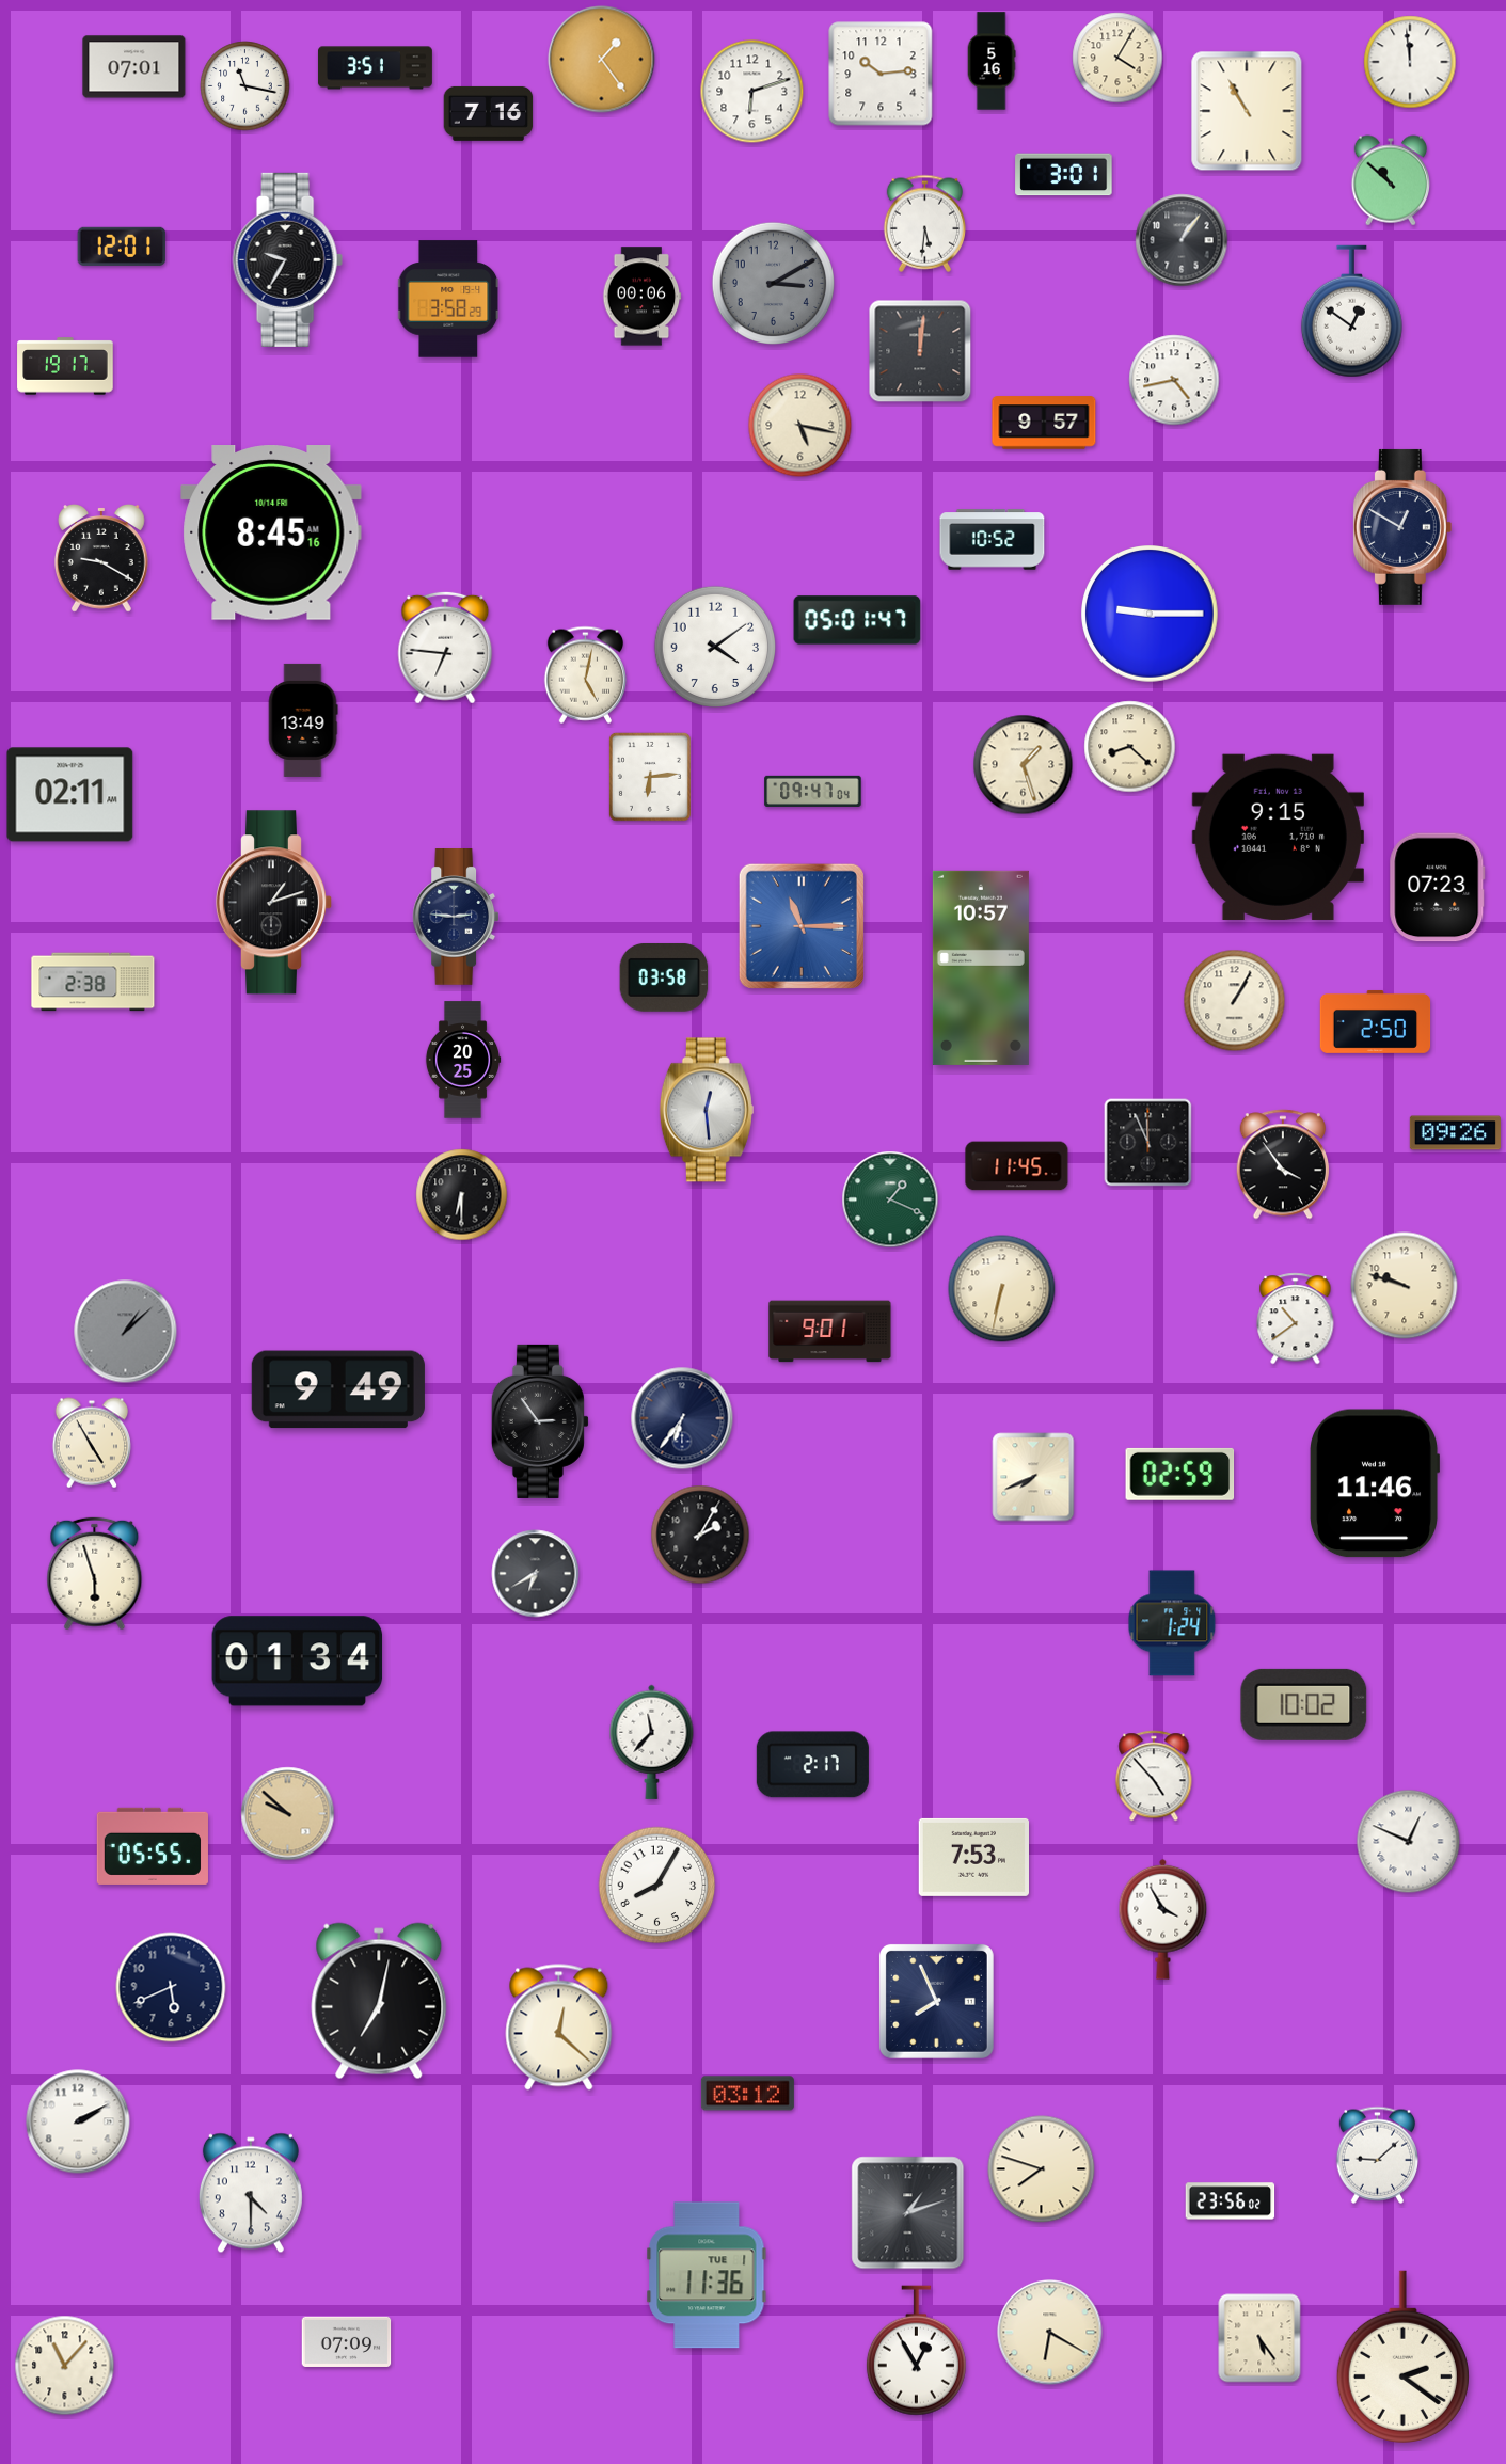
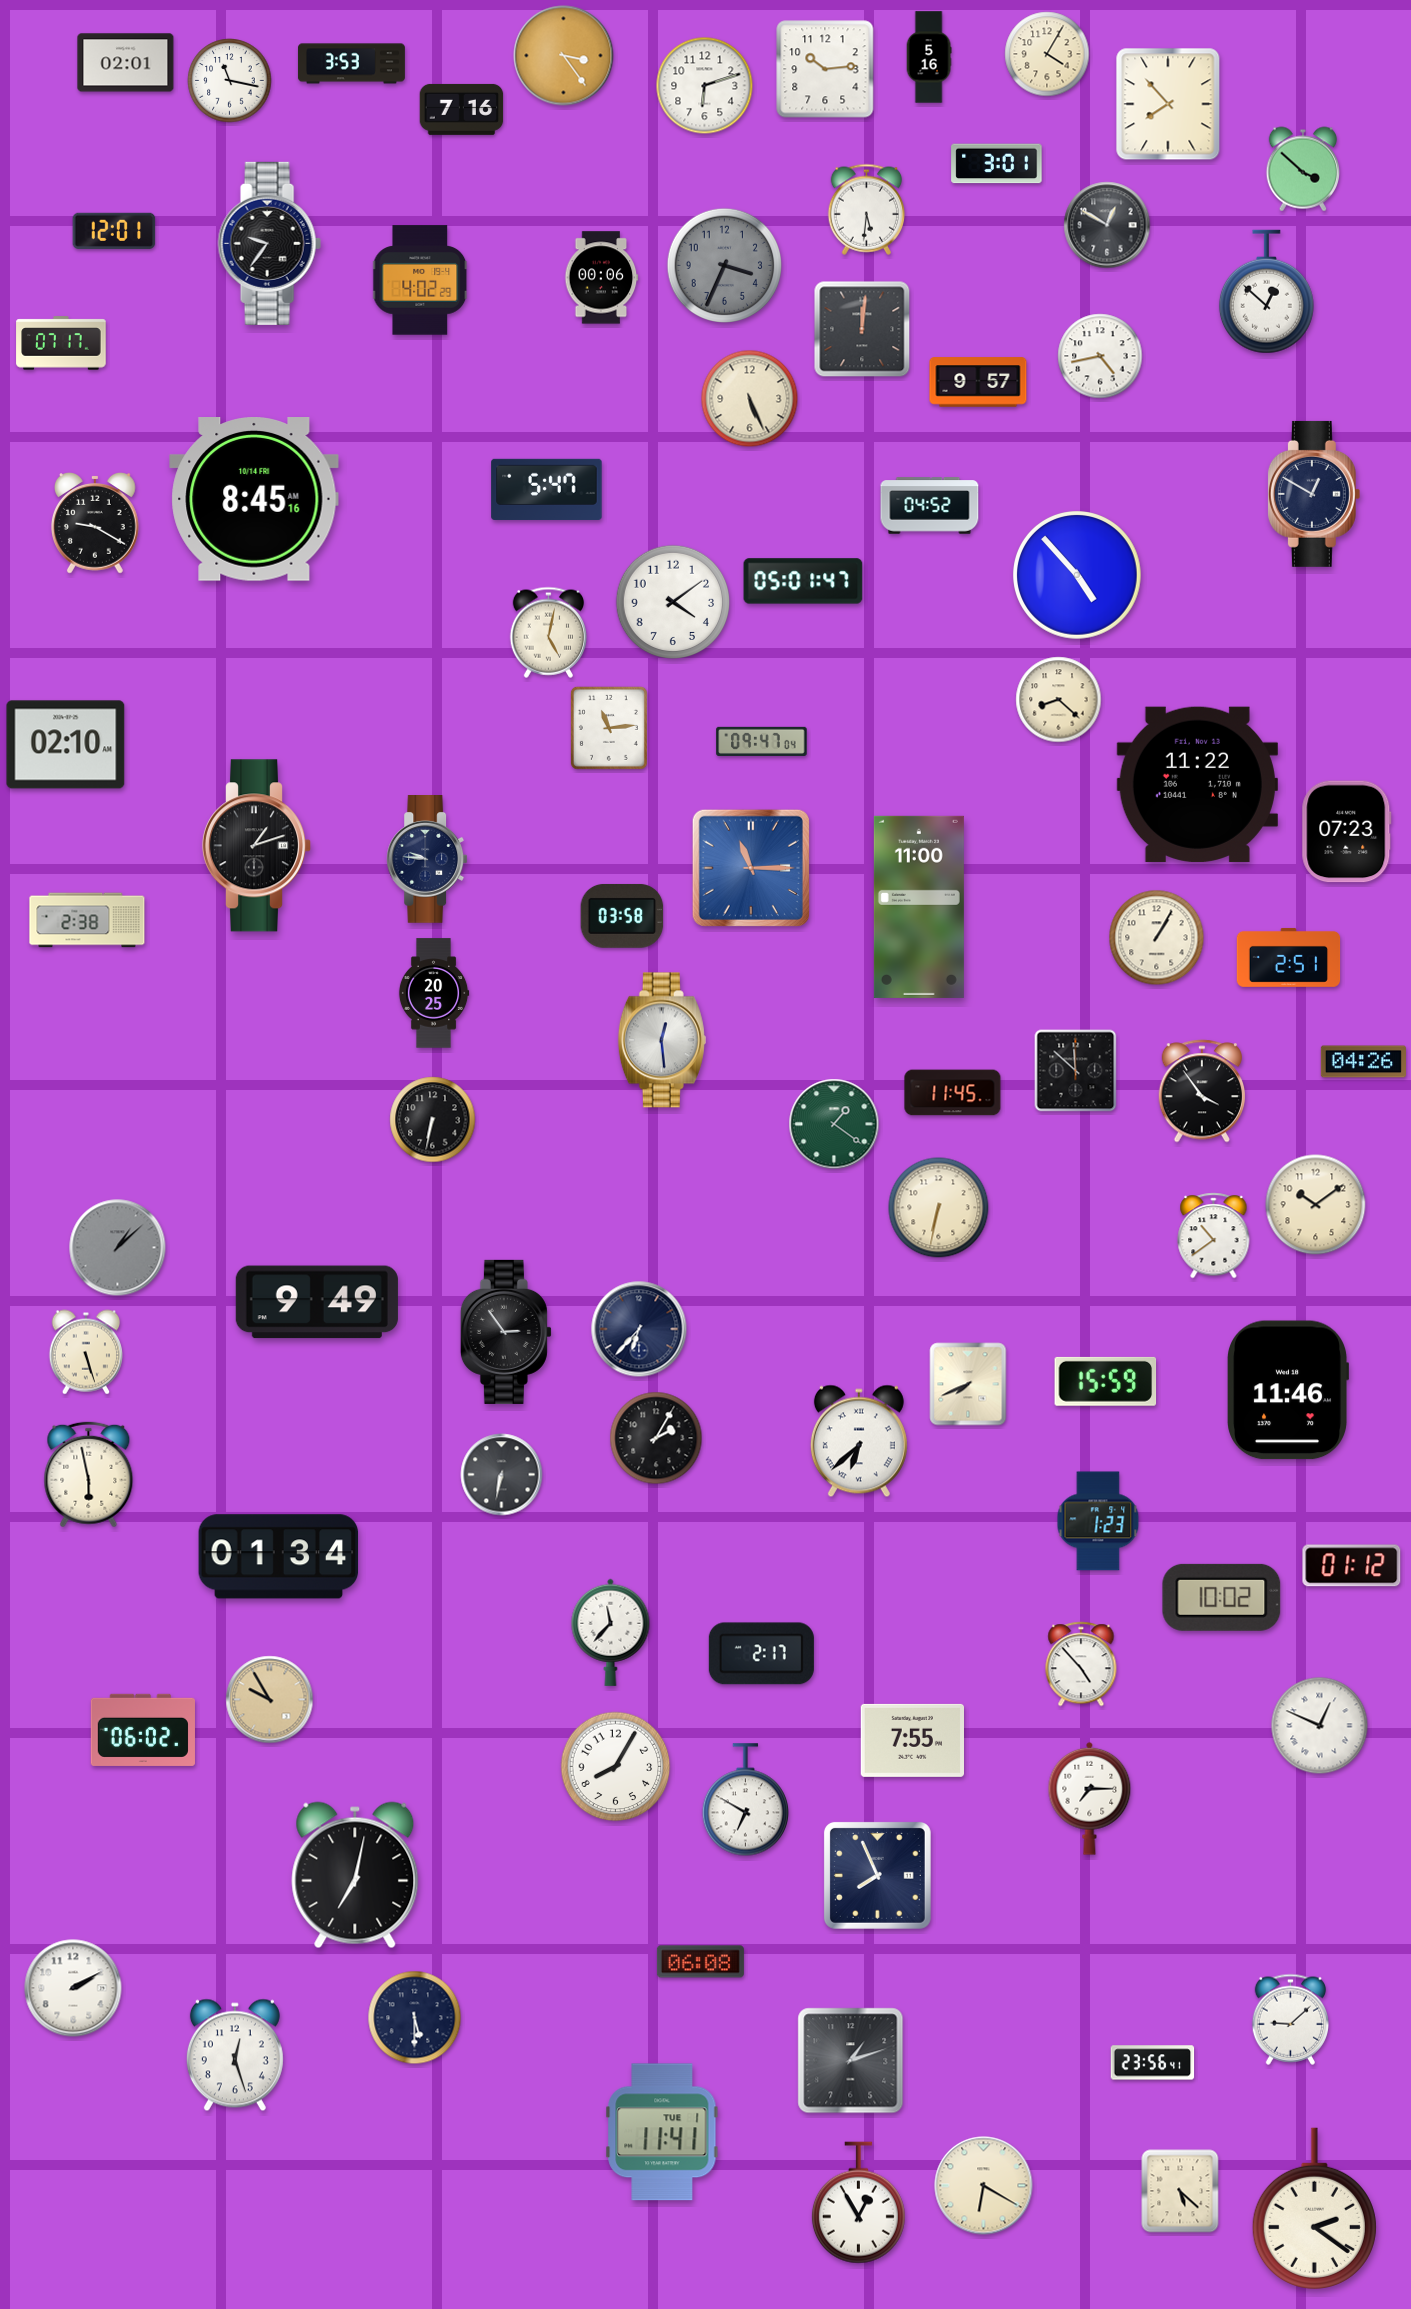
clock at (602, 60): 1:24 -> 3:24
clock at (1410, 62): 11:59 -> none
clock at (134, 67): 07:01 -> 02:01
clock at (375, 68): 3:51 -> 3:53
clock at (1247, 111): 10:55 -> 7:53
clock at (489, 113) position: (489, 113) -> (462, 109)
clock at (1390, 180): 10:52 -> 3:52
clock at (1182, 240): 1:06 -> 12:50
clock at (287, 259): 9:35 -> 9:36
clock at (773, 283): 3:10 -> 3:34
clock at (449, 299): 3:58 -> 4:02
clock at (1351, 312): 12:51 -> 12:52
clock at (65, 366): 19:17 -> 07:17
clock at (1044, 423) position: (1044, 423) -> (978, 382)
clock at (800, 426): 5:17 -> 5:26
clock at (547, 489): none -> 5:47
clock at (993, 540): 10:52 -> 04:52
clock at (1150, 614): 9:15 -> 4:53
clock at (715, 647) position: (715, 647) -> (673, 602)
clock at (445, 648): 6:46 -> none
clock at (303, 720): 13:49 -> none
clock at (1024, 765): 1:27 -> none
clock at (650, 777): 6:14 -> 11:14
clock at (70, 795): 02:11 -> 02:10
clock at (1278, 837): 9:15 -> 11:22
clock at (456, 918): 2:46 -> 9:46
clock at (981, 968): 10:57 -> 11:00
clock at (1376, 1022): 2:50 -> 2:51
clock at (1455, 1133): 09:26 -> 04:26
clock at (1148, 1143): 11:56 -> 11:52
clock at (462, 1195): 6:30 -> 6:32
clock at (890, 1199): 1:19 -> 1:21
clock at (1405, 1286): 9:48 -> 10:09
clock at (830, 1332): 9:01 -> none
clock at (682, 1418): 6:36 -> 6:37
clock at (91, 1443): 4:55 -> 5:27
clock at (1180, 1474): 02:59 -> 15:59
clock at (859, 1441): none -> 6:38
clock at (95, 1574): 5:57 -> 5:58
clock at (536, 1574): 6:40 -> 6:32
clock at (1172, 1623): 1:24 -> 1:23
clock at (1352, 1566): none -> 01:12
clock at (288, 1814): 9:52 -> 9:55
clock at (153, 1846): 05:55 -> 06:02
clock at (973, 1857): 7:53 -> 7:55
clock at (1163, 1919): 3:55 -> 7:15
clock at (745, 1800): none -> 6:50
clock at (171, 1987): 5:41 -> none
clock at (559, 2028): 12:22 -> none
clock at (747, 2094): 03:12 -> 06:08
clock at (415, 2018): none -> 5:30
clock at (1042, 2169): 7:48 -> none
clock at (251, 2193): 4:30 -> 12:27
clock at (1231, 2201): 23:56:02 -> 23:56:41
clock at (908, 2213) position: (908, 2213) -> (851, 2061)
clock at (707, 2275): 11:36 -> 11:41
clock at (1259, 2338): 5:24 -> 5:22
clock at (347, 2341): 07:09 -> none
clock at (65, 2366): 11:07 -> none
